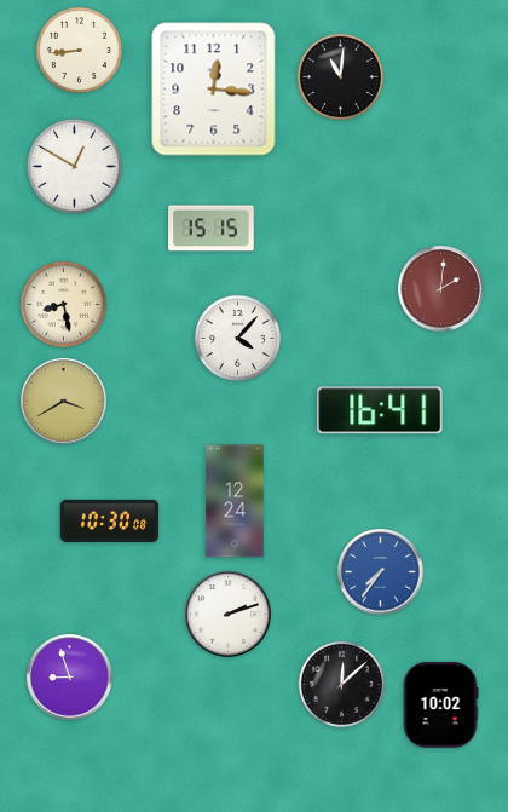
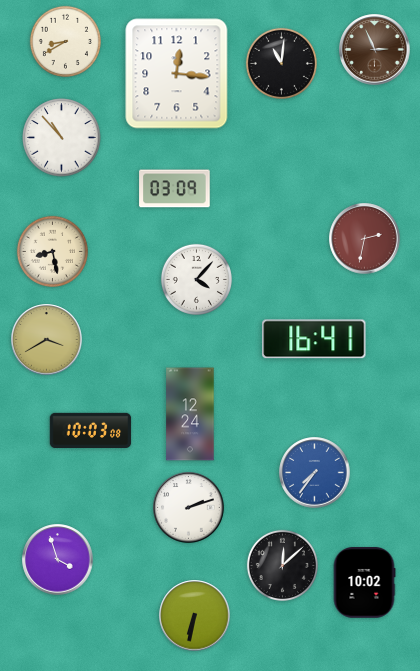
clock at (79, 50): 8:44 -> 8:40
clock at (375, 50): none -> 2:56
clock at (75, 167): 12:50 -> 10:53
clock at (212, 229): 15:15 -> 03:09
clock at (441, 289): 2:01 -> 2:32
clock at (64, 402) position: (64, 402) -> (47, 340)
clock at (235, 501) position: (235, 501) -> (190, 414)
clock at (110, 520): 10:30 -> 10:03
clock at (70, 678): 8:57 -> 3:57
clock at (195, 616): none -> 6:32
